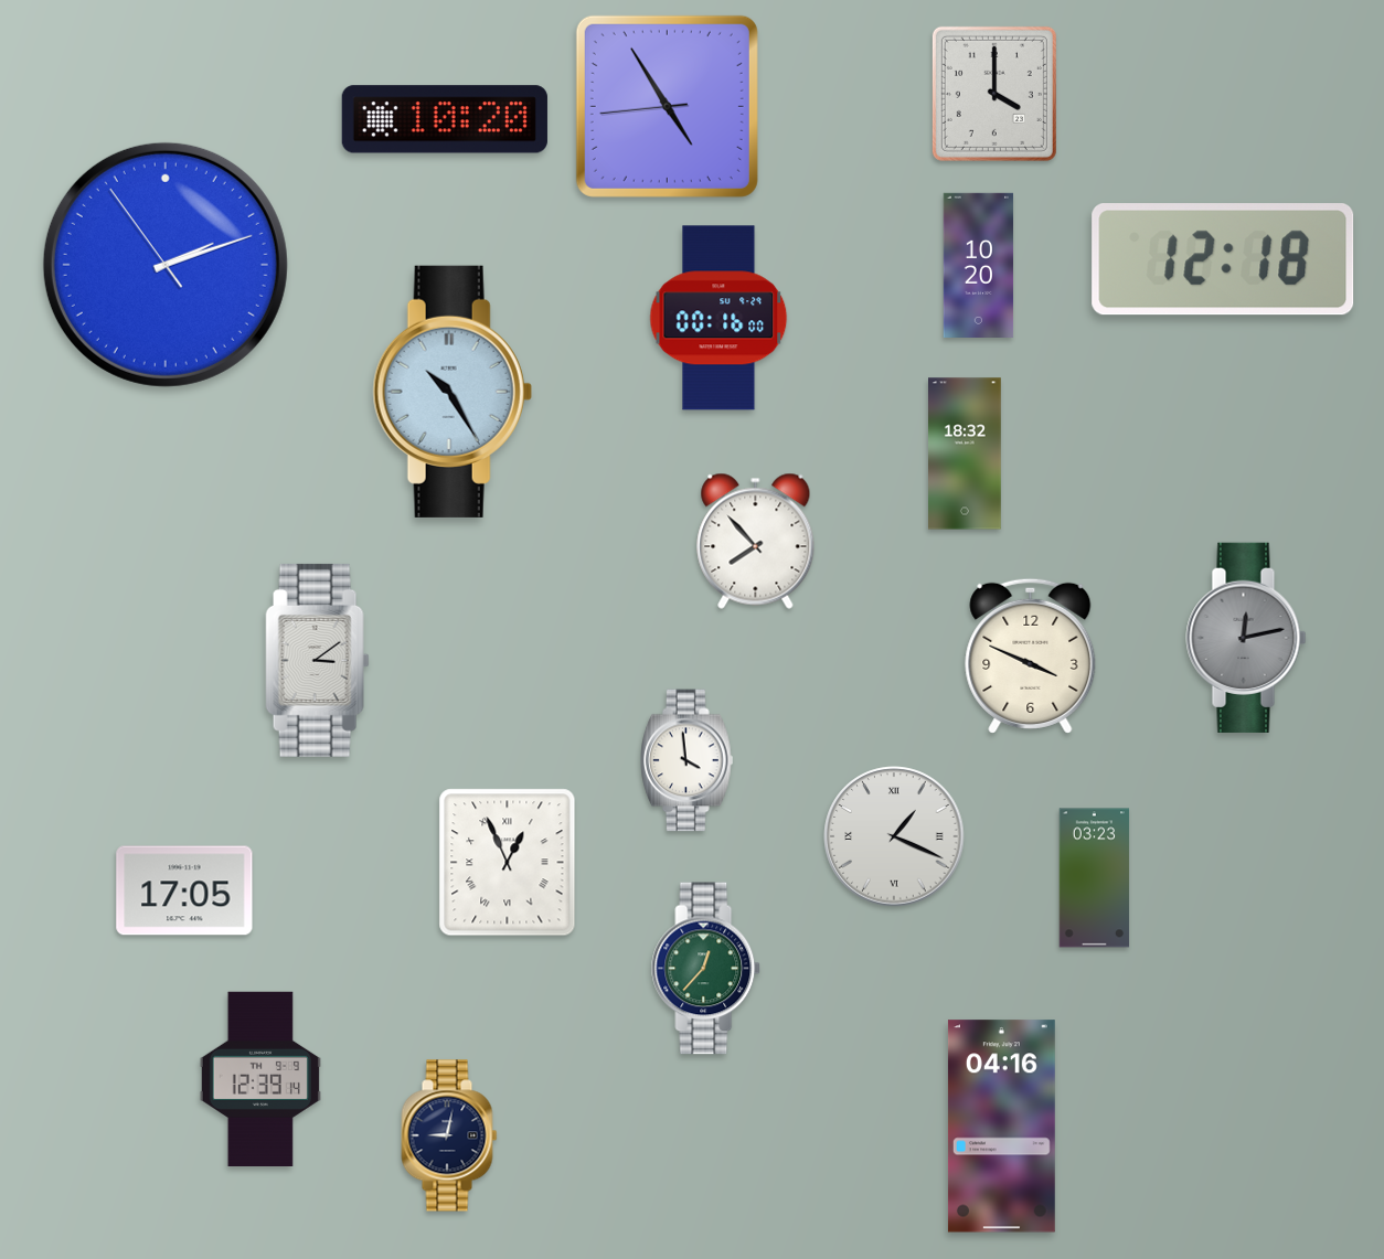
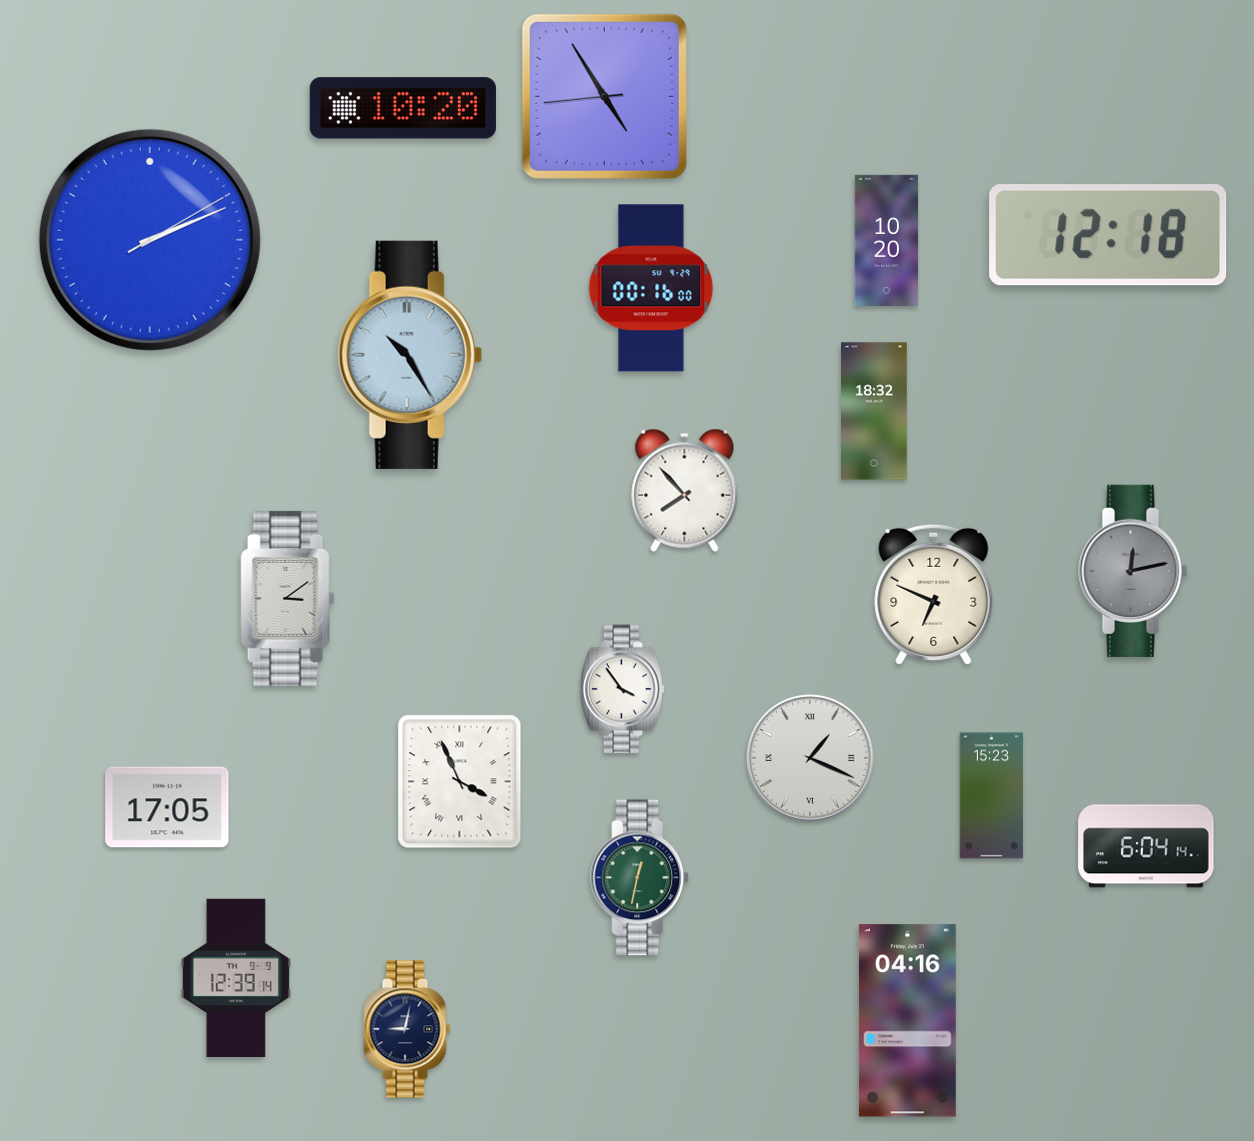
clock at (994, 94): 4:00 -> none
clock at (166, 265): 2:11:54 -> 2:11:10
clock at (1246, 638) position: (1246, 638) -> (1133, 571)
clock at (1031, 655): 3:49 -> 6:49
clock at (686, 760): 3:59 -> 3:54
clock at (508, 863): 12:56 -> 3:56
clock at (1095, 878): 03:23 -> 15:23
clock at (1146, 846): none -> 6:04
clock at (706, 969): 12:37 -> 12:32
